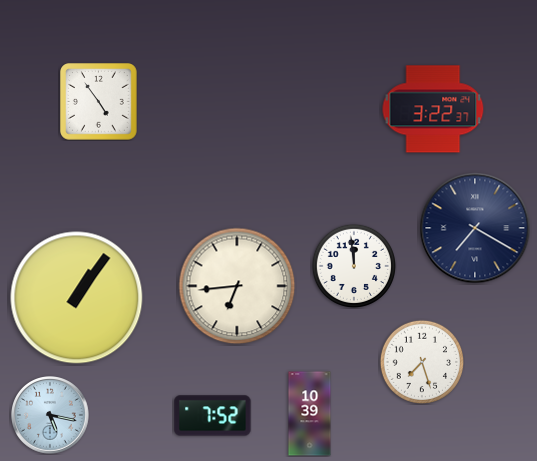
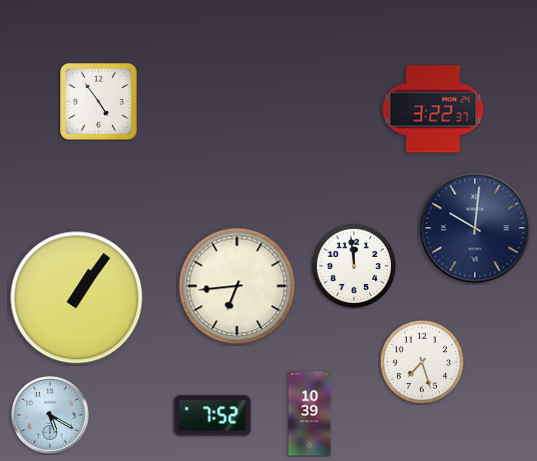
clock at (475, 228): 7:20 -> 10:01
clock at (51, 416): 5:17 -> 5:20
